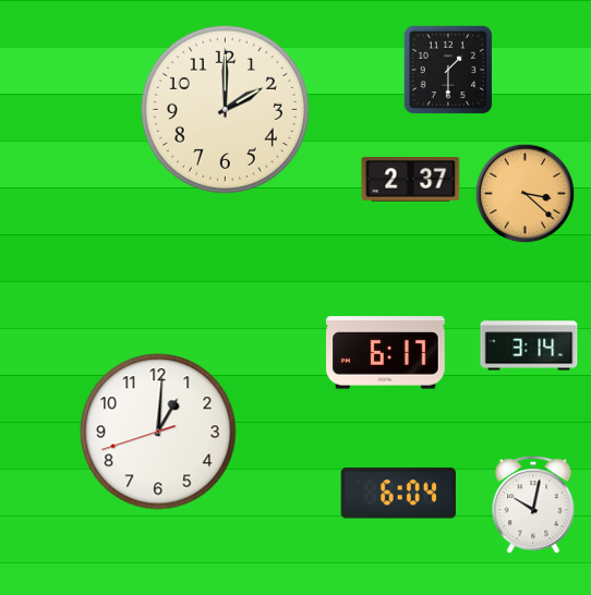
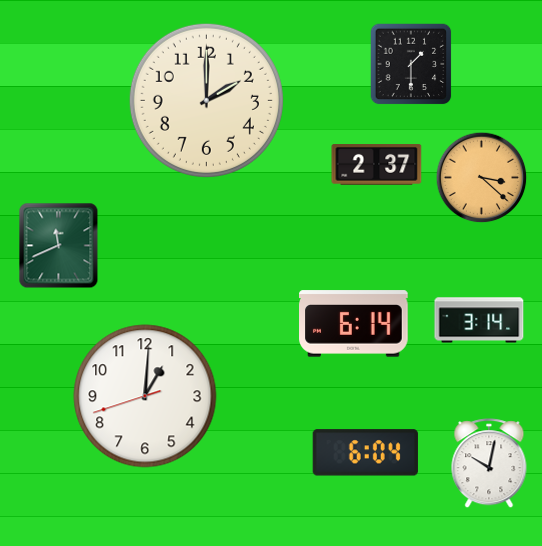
clock at (59, 246): none -> 11:41
clock at (529, 345) position: (529, 345) -> (479, 320)
clock at (386, 353): 6:17 -> 6:14
